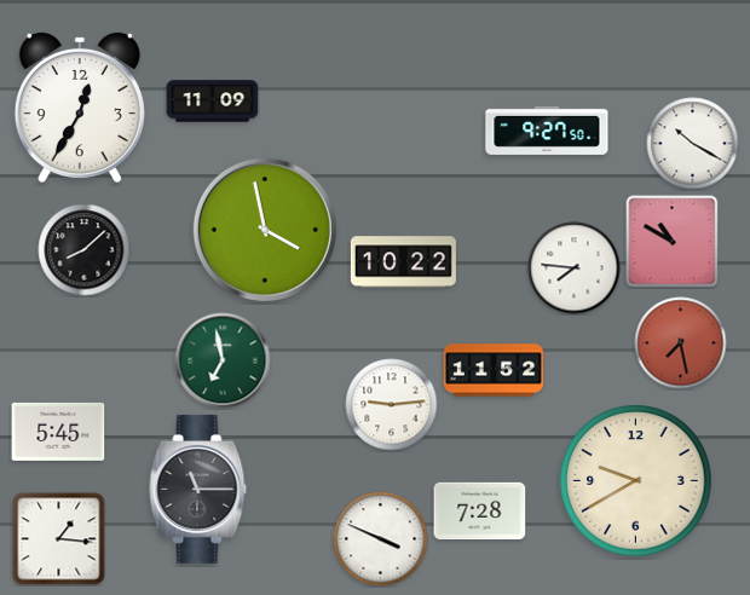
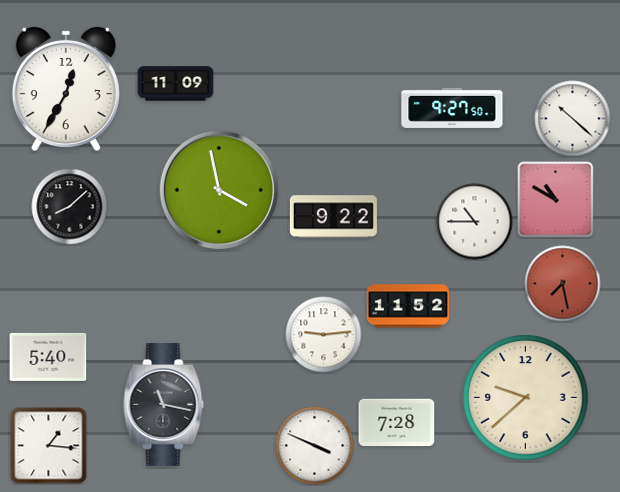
clock at (693, 144): 10:20 -> 10:22
clock at (403, 262): 10:22 -> 9:22
clock at (575, 268): 7:46 -> 10:45
clock at (223, 360): 6:58 -> none
clock at (58, 432): 5:45 -> 5:40
clock at (636, 481): 9:40 -> 9:38
clock at (198, 489): 11:15 -> 11:17
